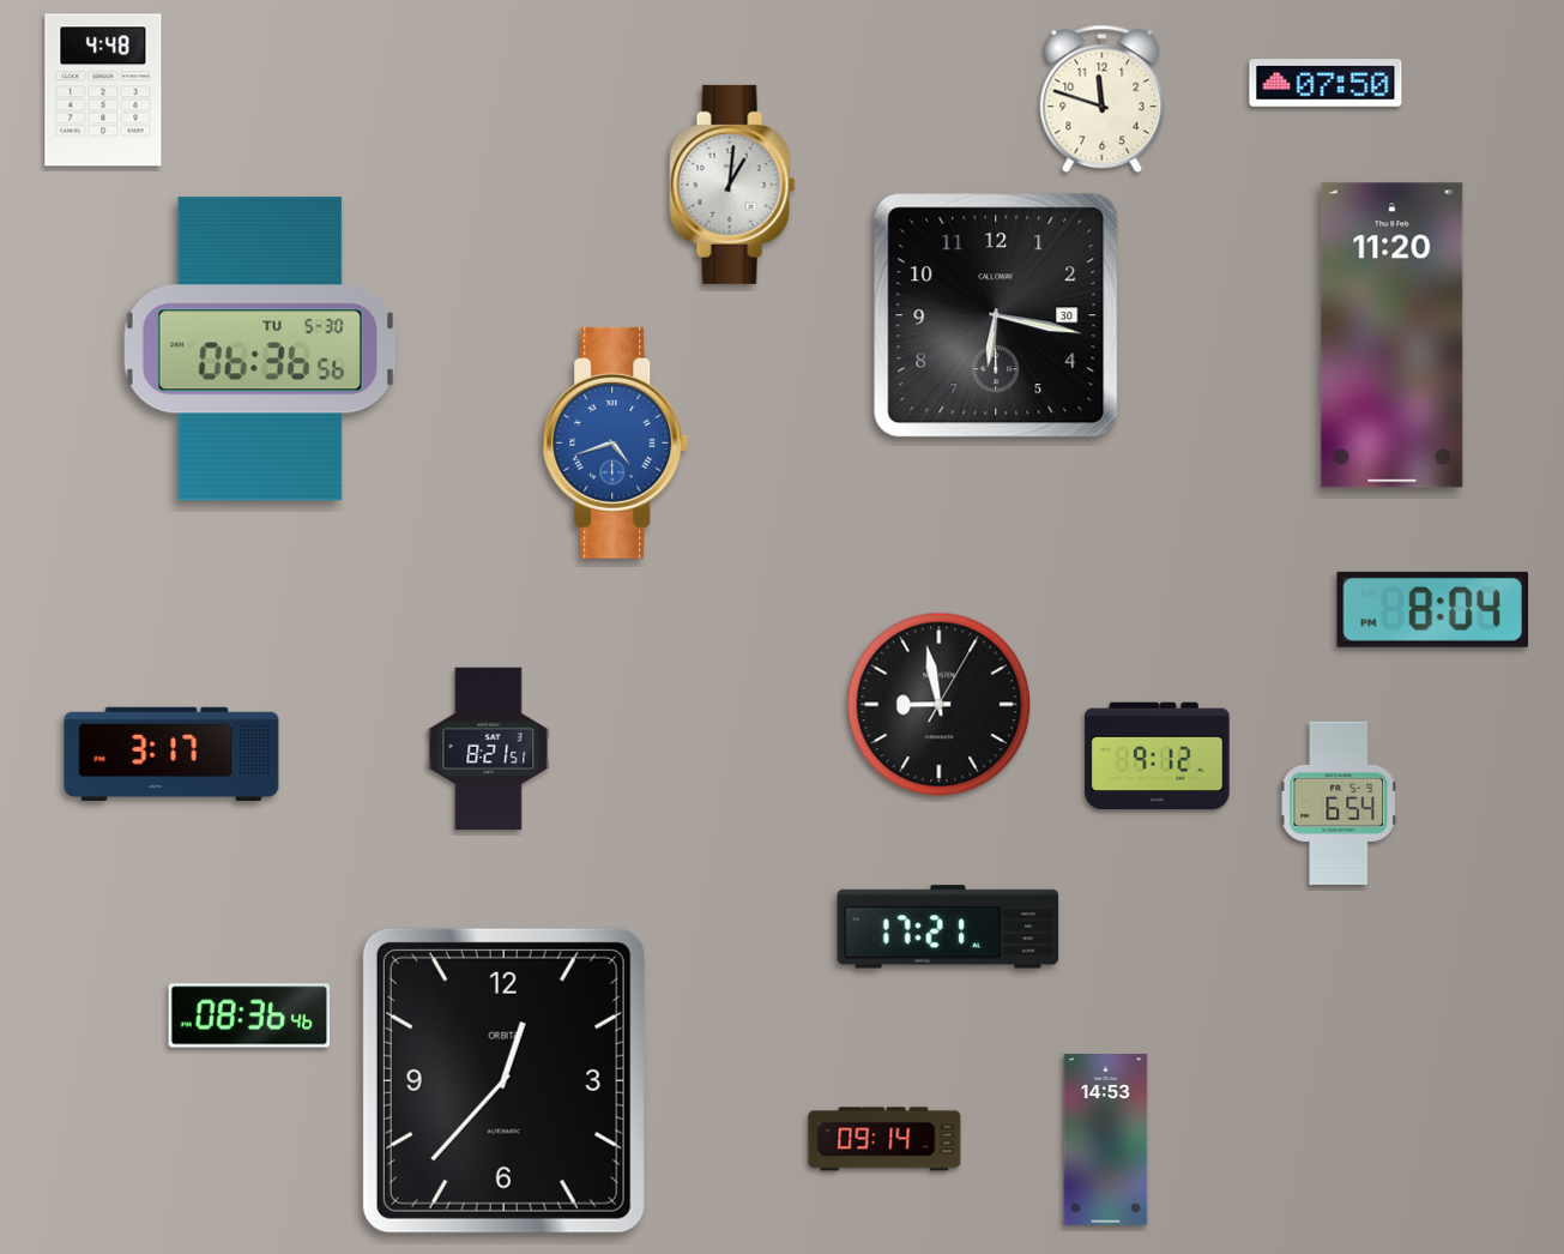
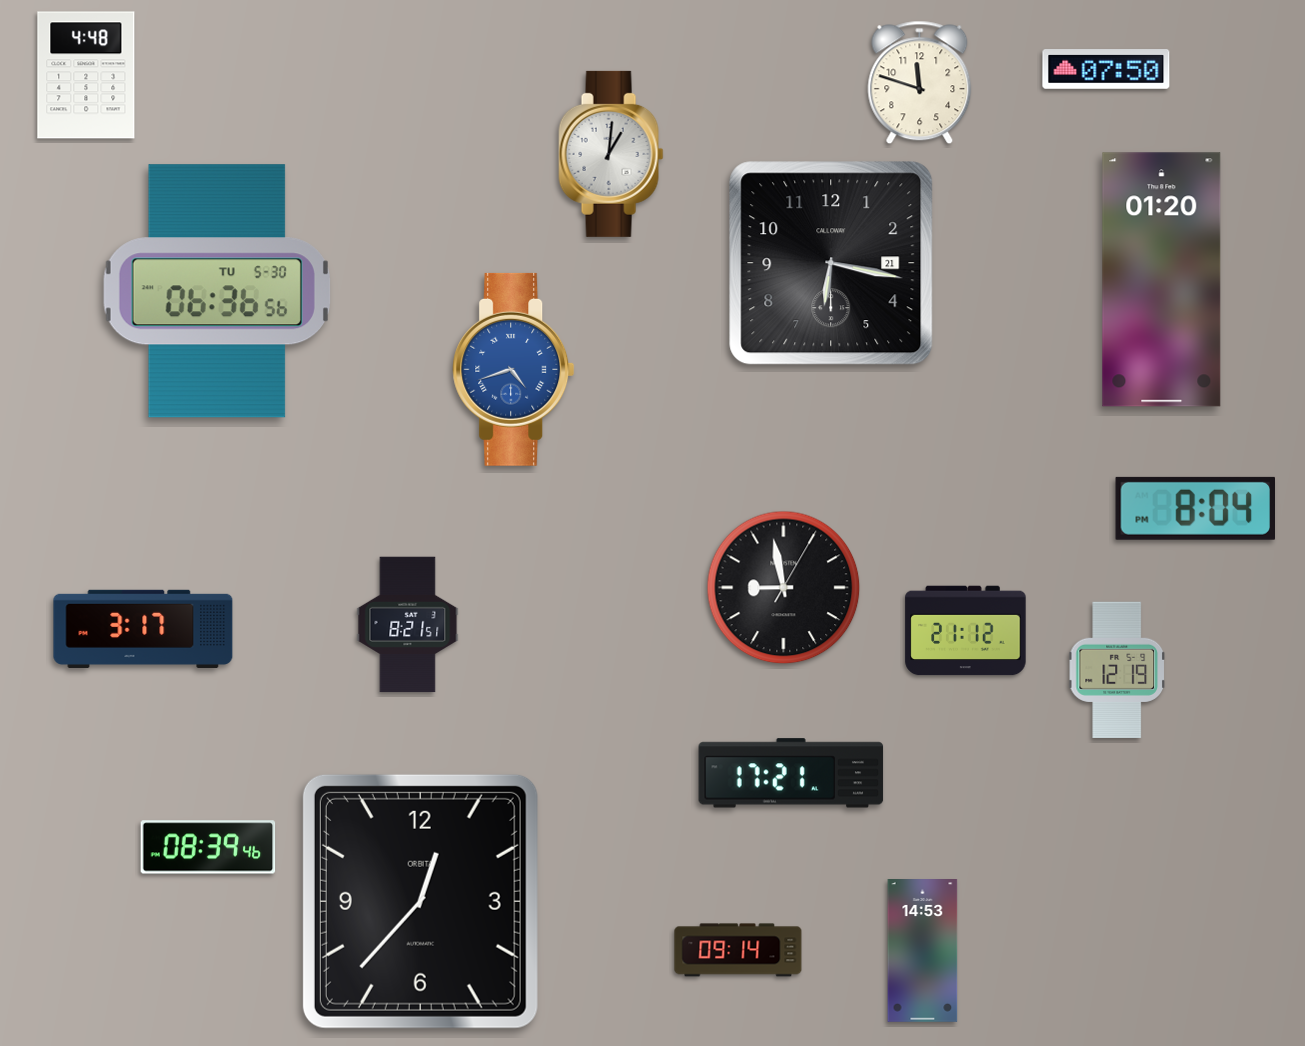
clock at (996, 315) date: 30 -> 21
clock at (1393, 336): 11:20 -> 01:20
clock at (1158, 756): 9:12 -> 21:12
clock at (1339, 802): 6:54 -> 12:19
clock at (249, 1015): 08:36 -> 08:39
